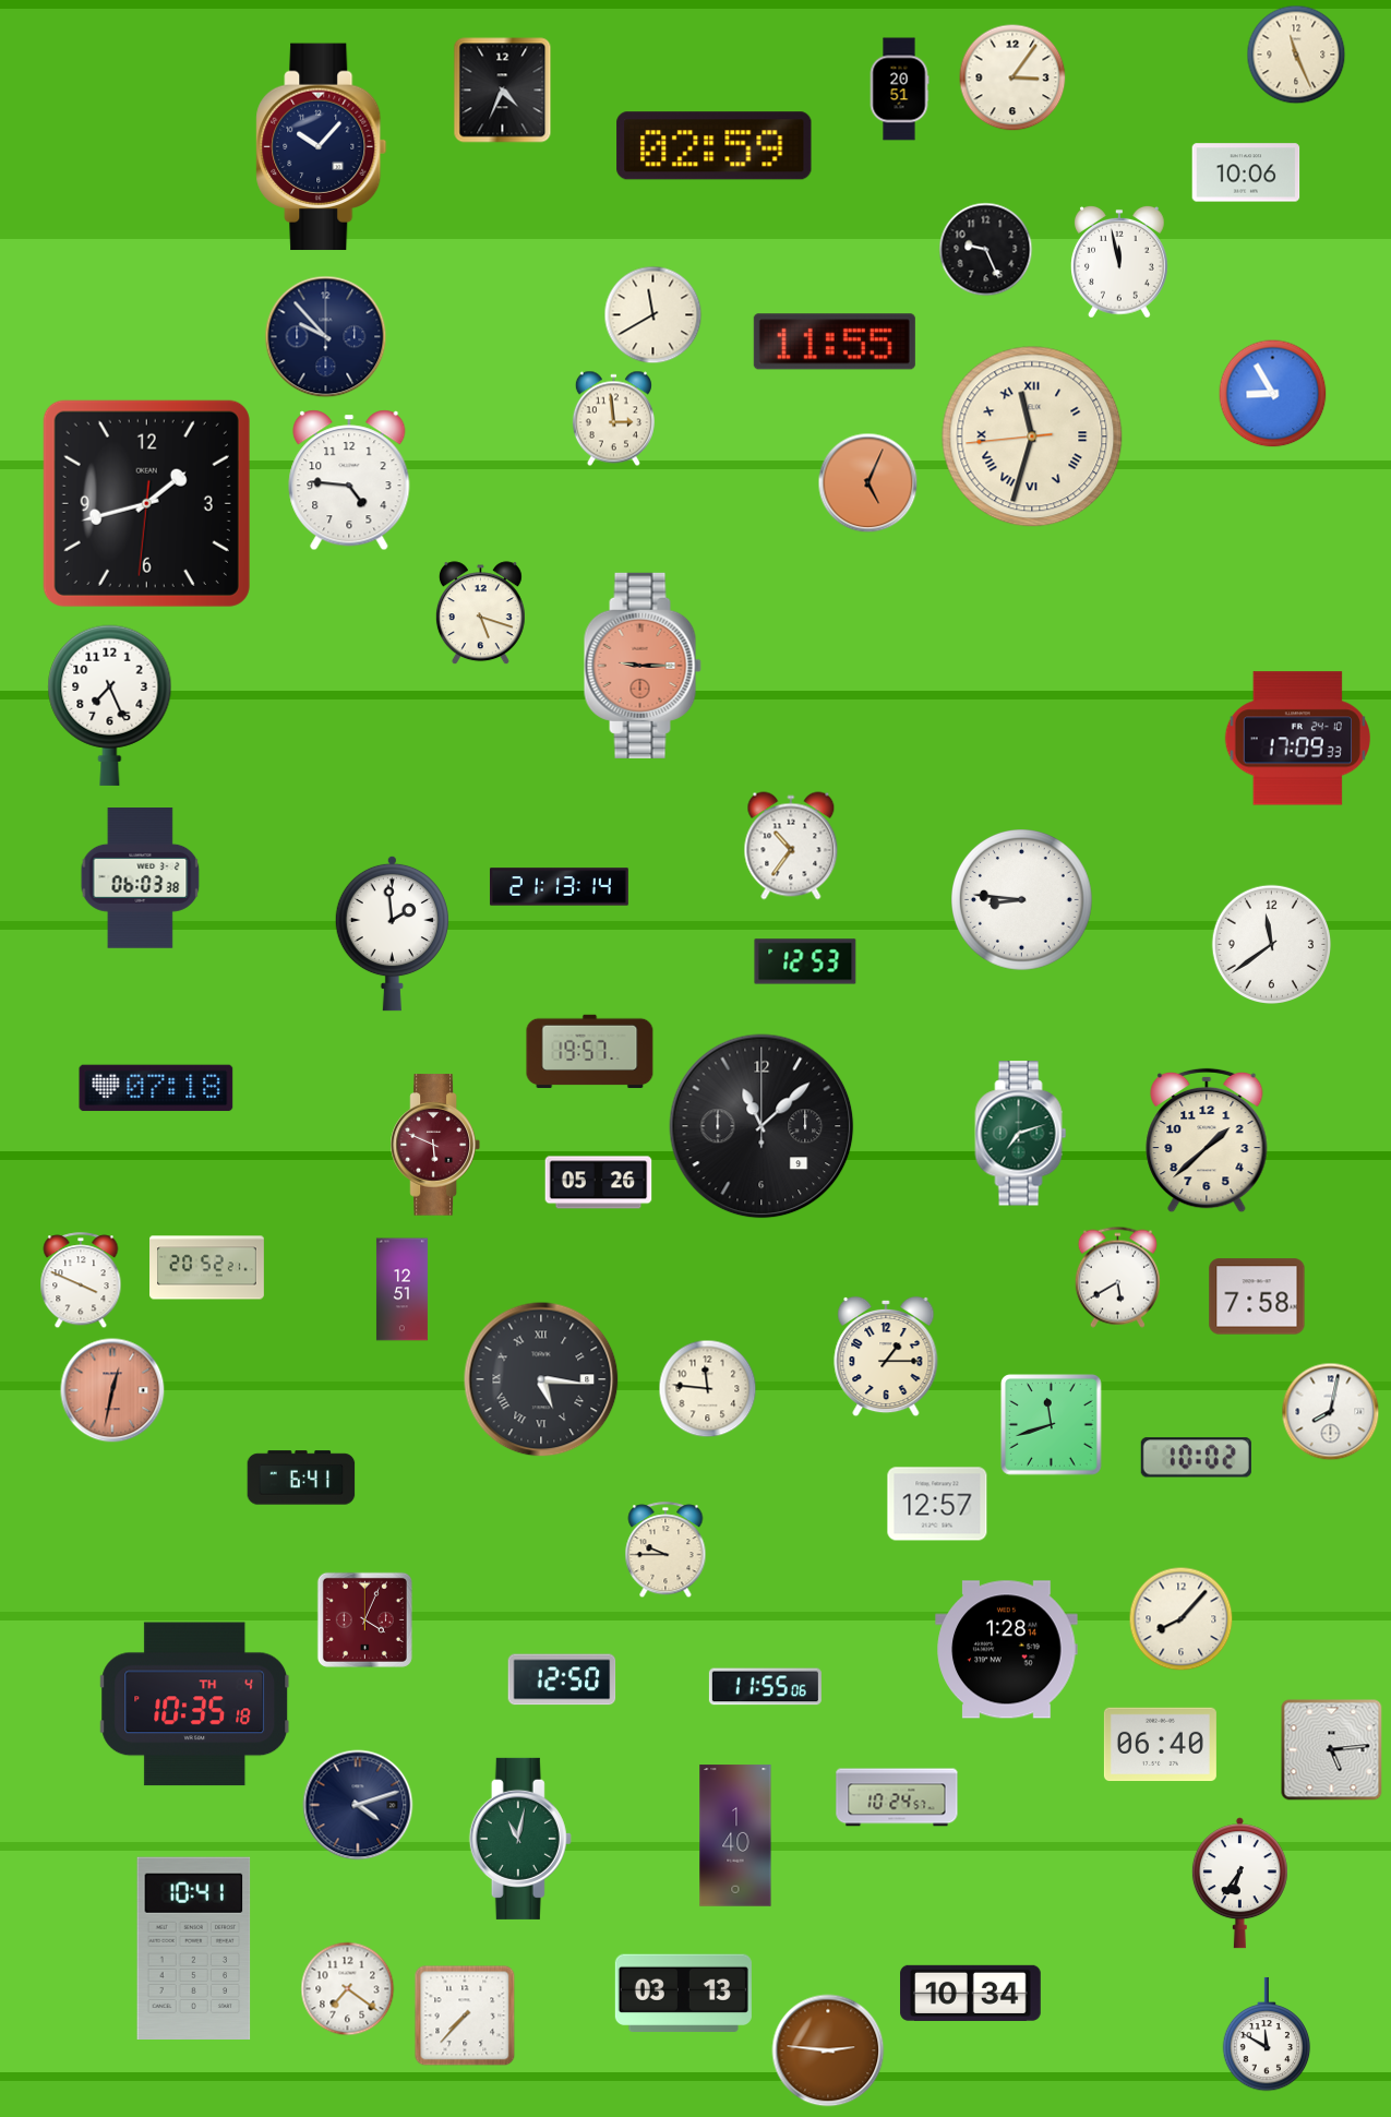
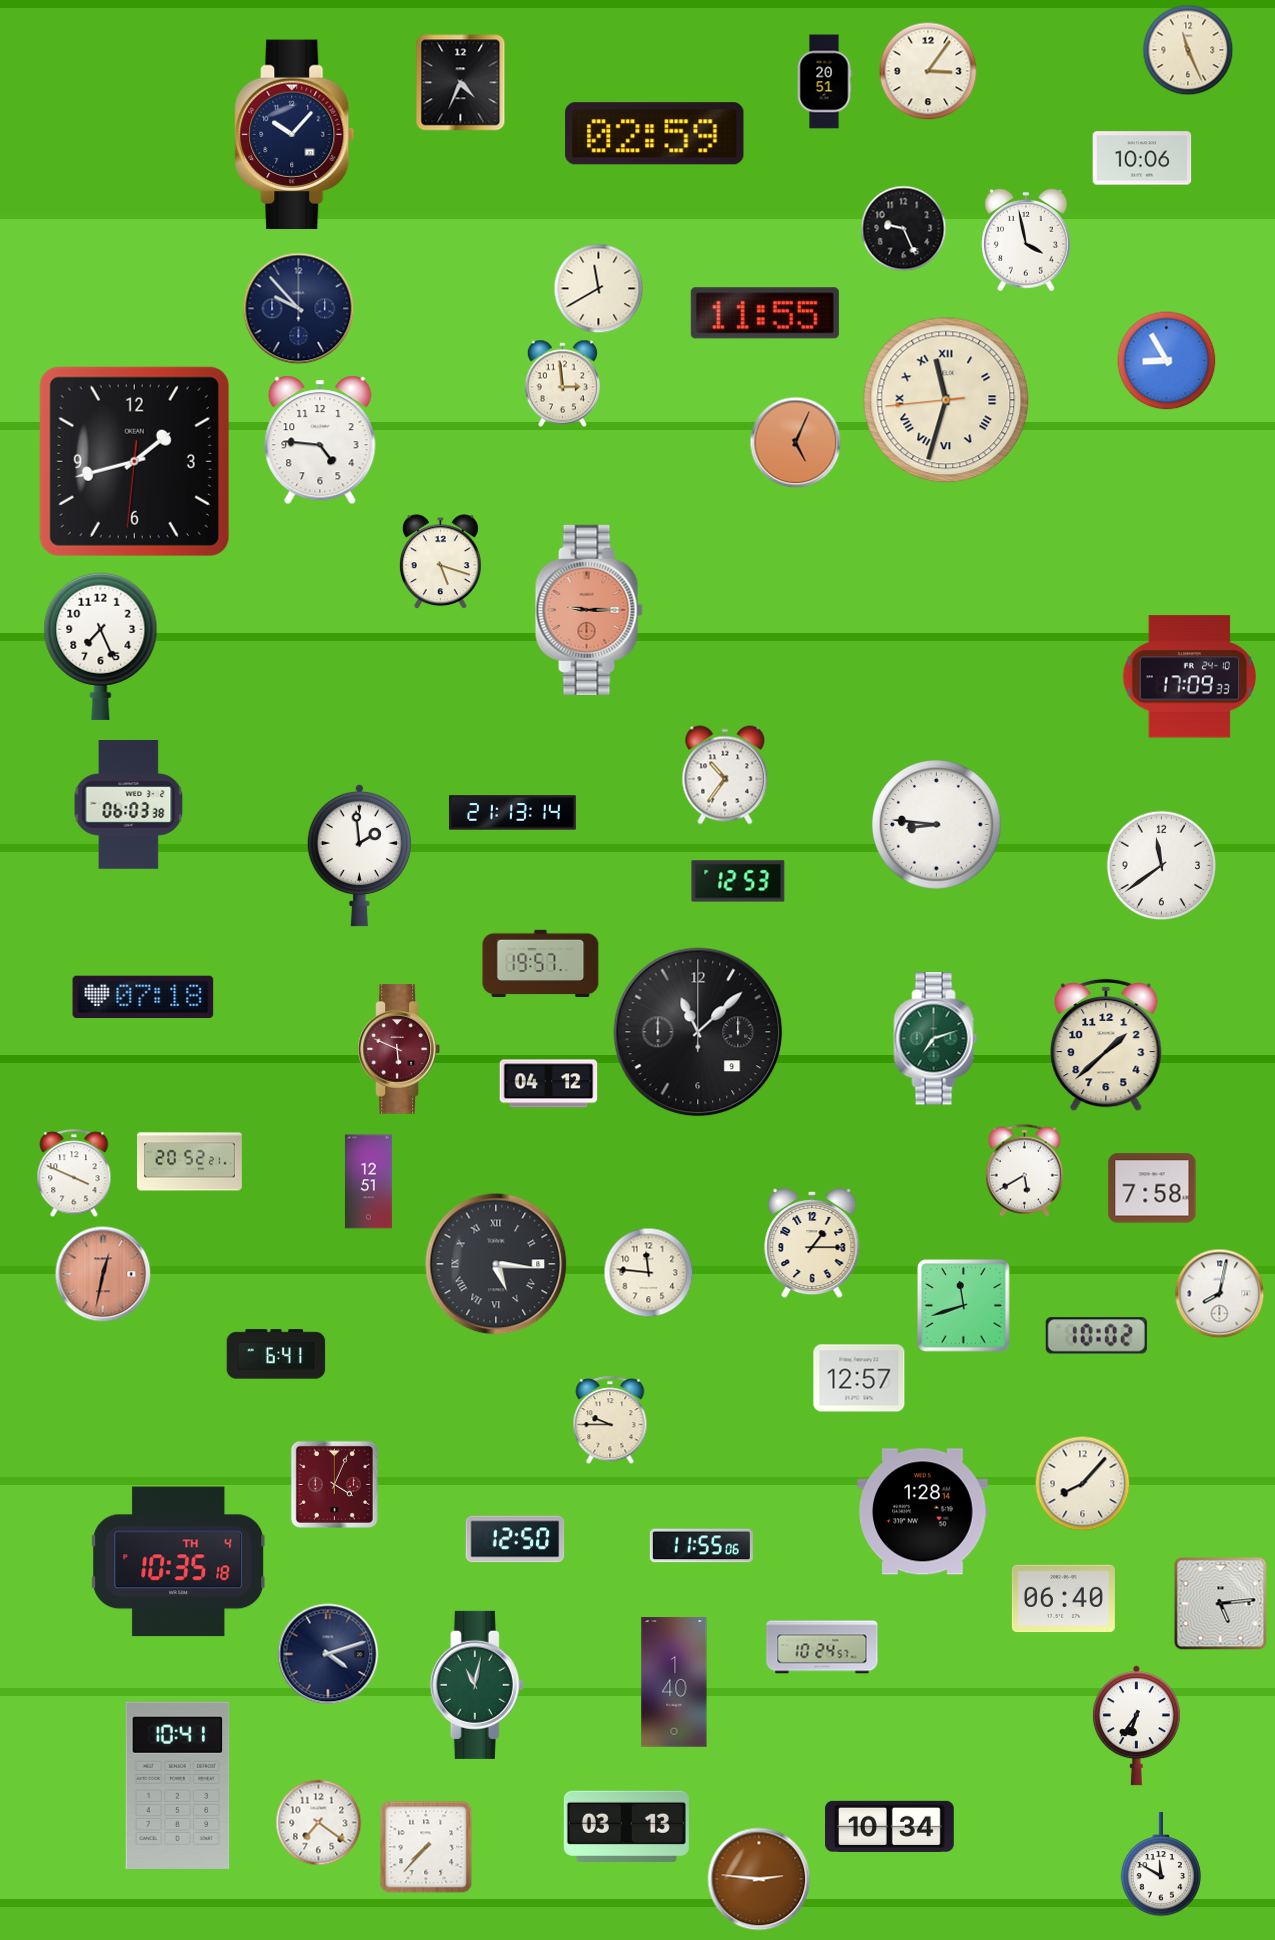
clock at (1120, 262): 11:58 -> 3:58
clock at (1271, 944) position: (1271, 944) -> (1161, 865)
clock at (599, 1183): 05:26 -> 04:12
